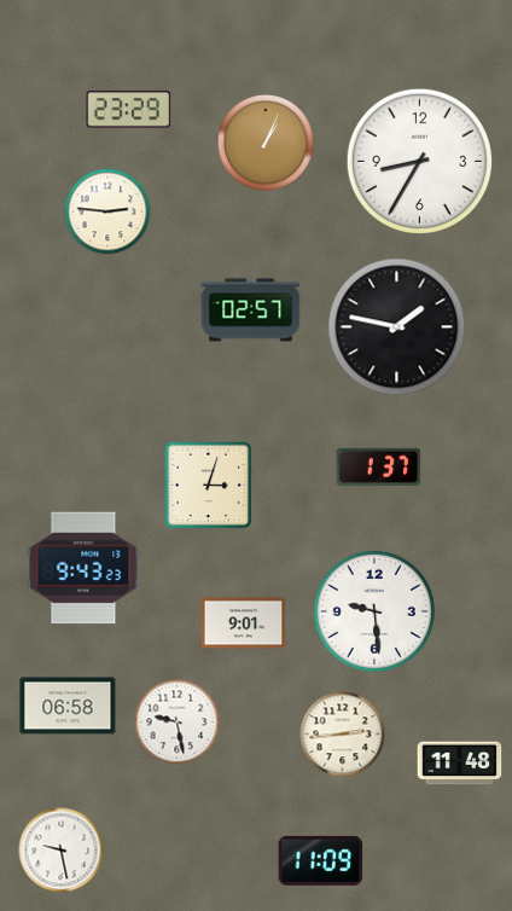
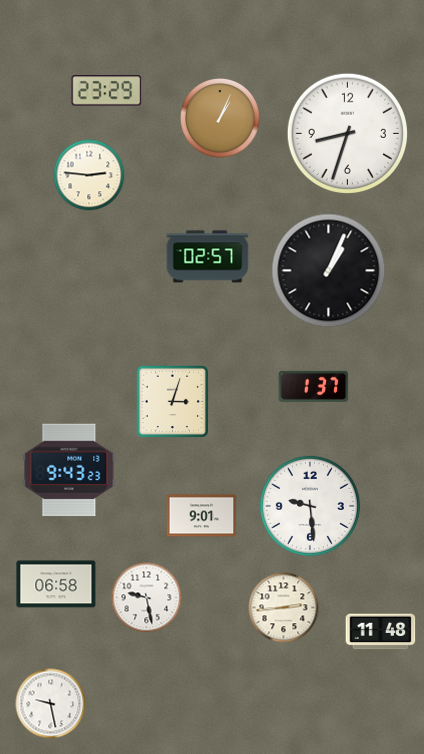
clock at (419, 161): 8:35 -> 8:33
clock at (397, 327): 1:47 -> 1:04
clock at (321, 860): 11:09 -> none
